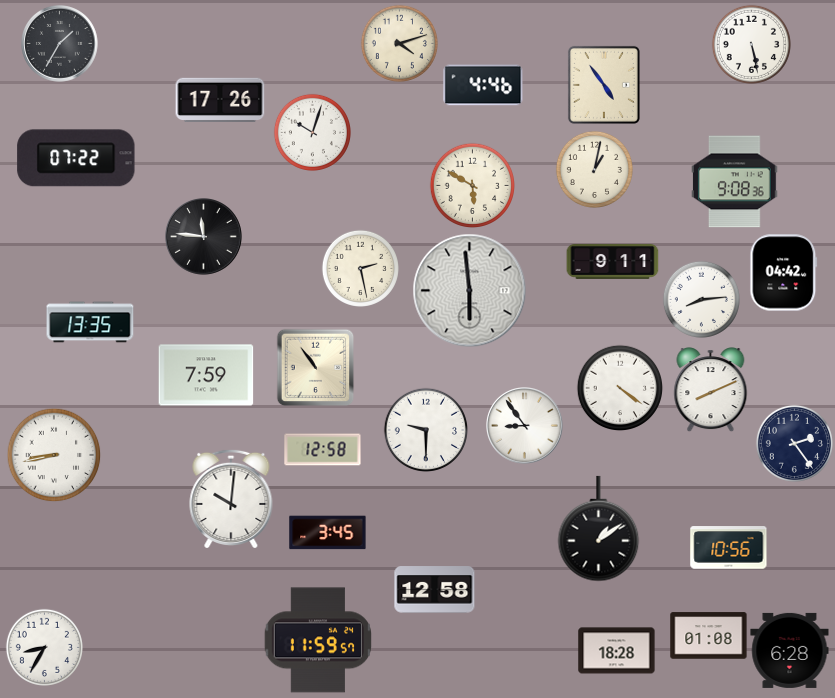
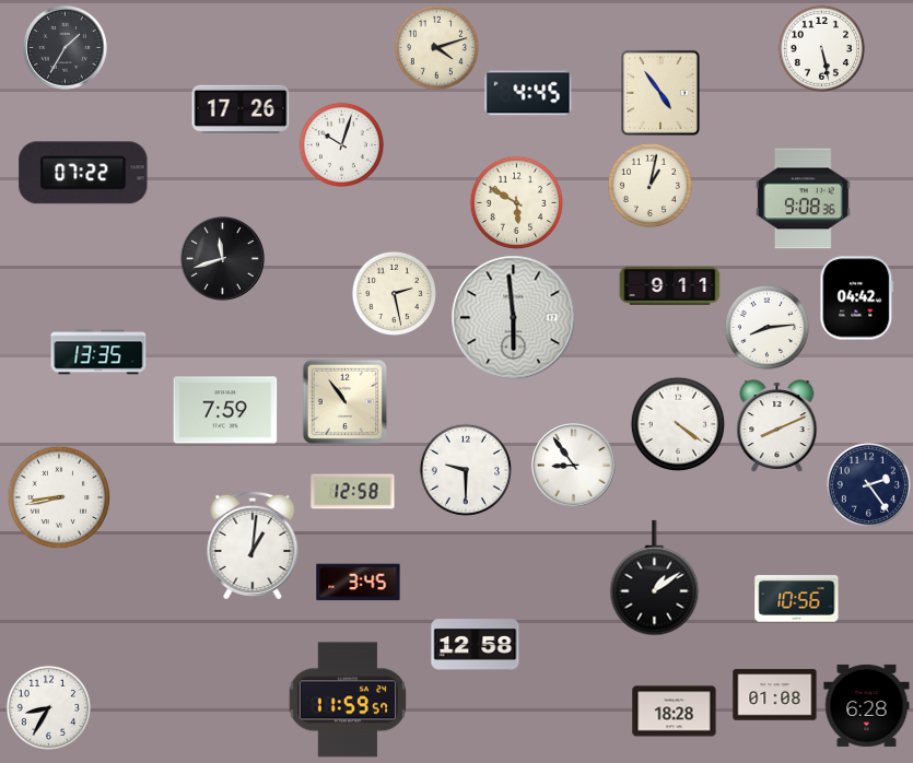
clock at (483, 85): 4:46 -> 4:45
clock at (204, 237): 11:46 -> 11:42
clock at (231, 498): 10:01 -> 1:01
clock at (790, 650) position: (790, 650) -> (867, 705)
